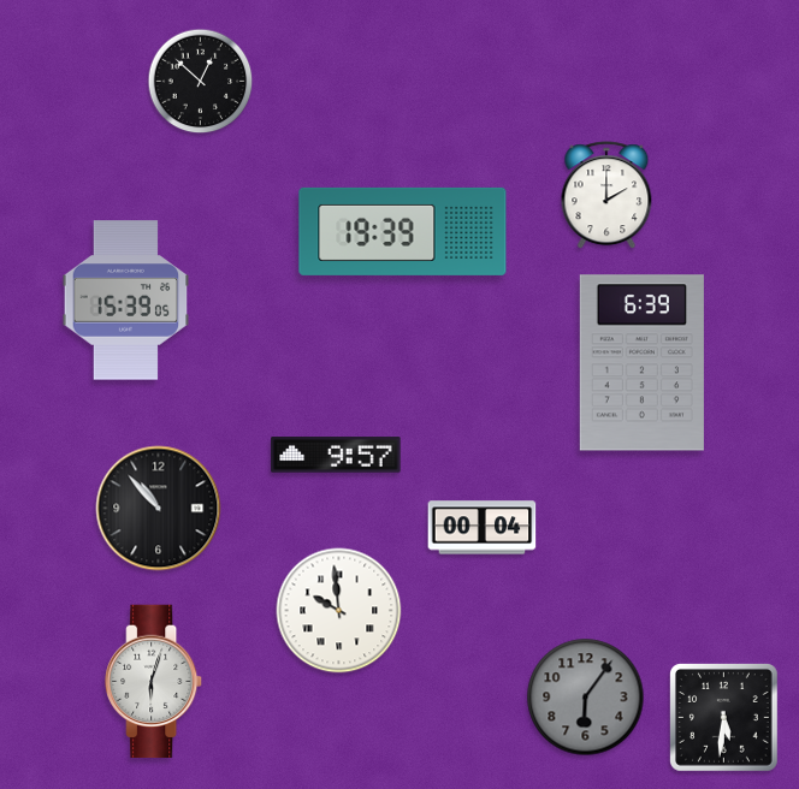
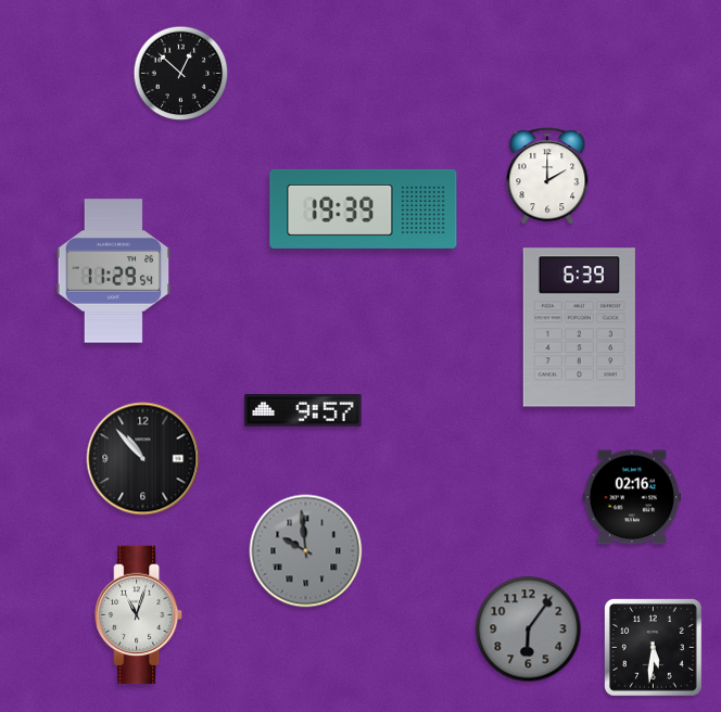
clock at (126, 301): 15:39 -> 11:29
clock at (483, 528): 00:04 -> none
clock at (632, 497): none -> 02:16
clock at (339, 611) dial: white -> grey
clock at (154, 682): 6:03 -> 11:03
